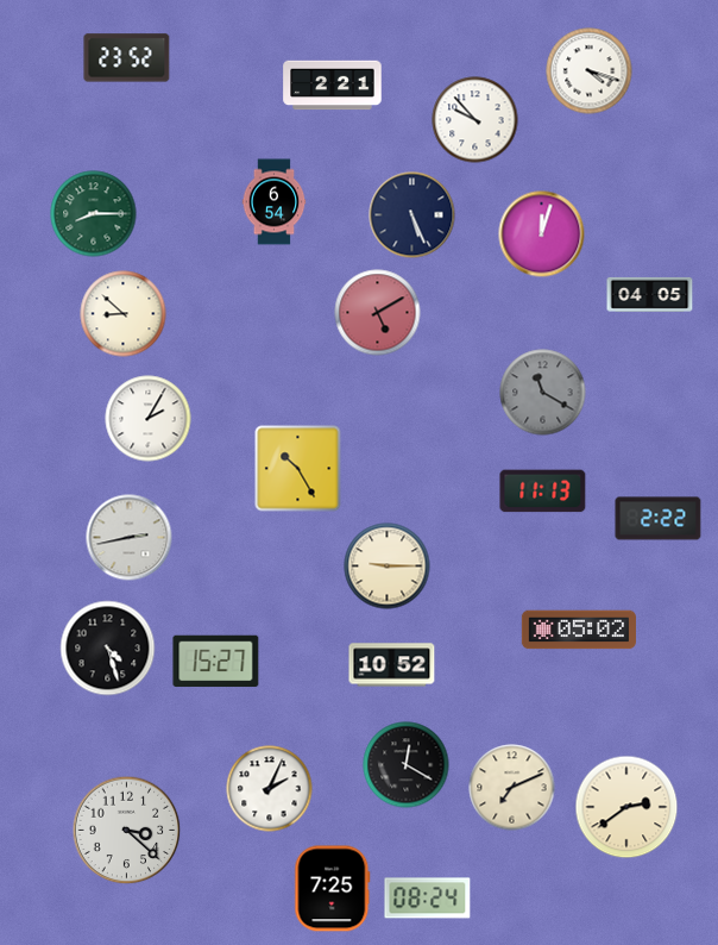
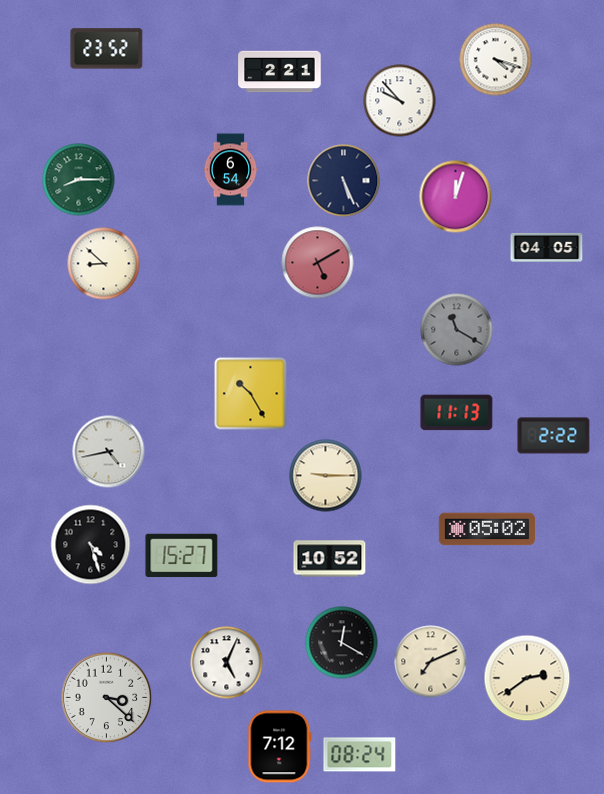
clock at (412, 215) position: (412, 215) -> (344, 181)
clock at (149, 419): 2:05 -> none
clock at (130, 538): 2:43 -> 4:43
clock at (270, 789): 2:04 -> 5:04
clock at (333, 889): 7:25 -> 7:12
